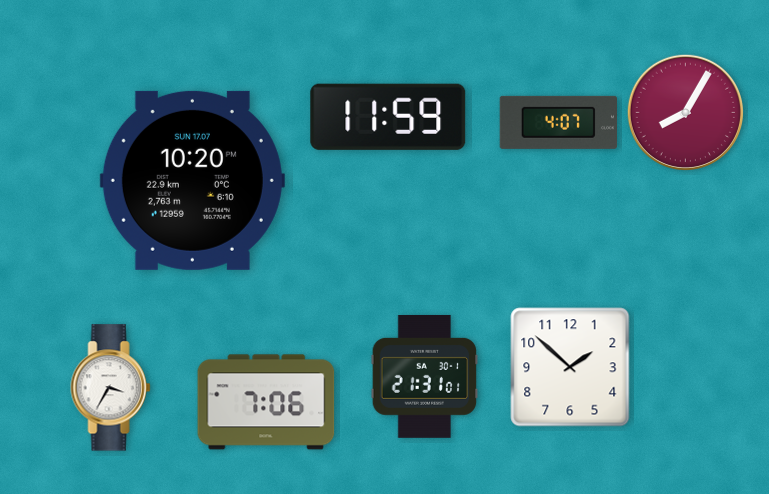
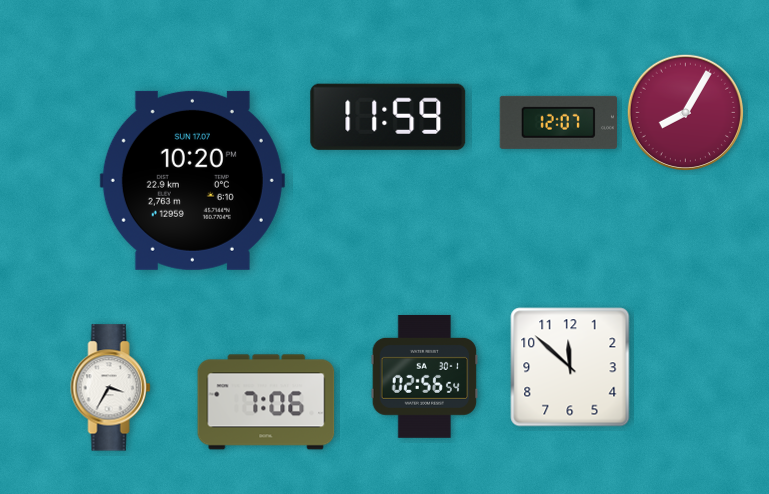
clock at (558, 122): 4:07 -> 12:07
clock at (570, 367): 1:52 -> 11:52
clock at (425, 376): 21:31 -> 02:56
